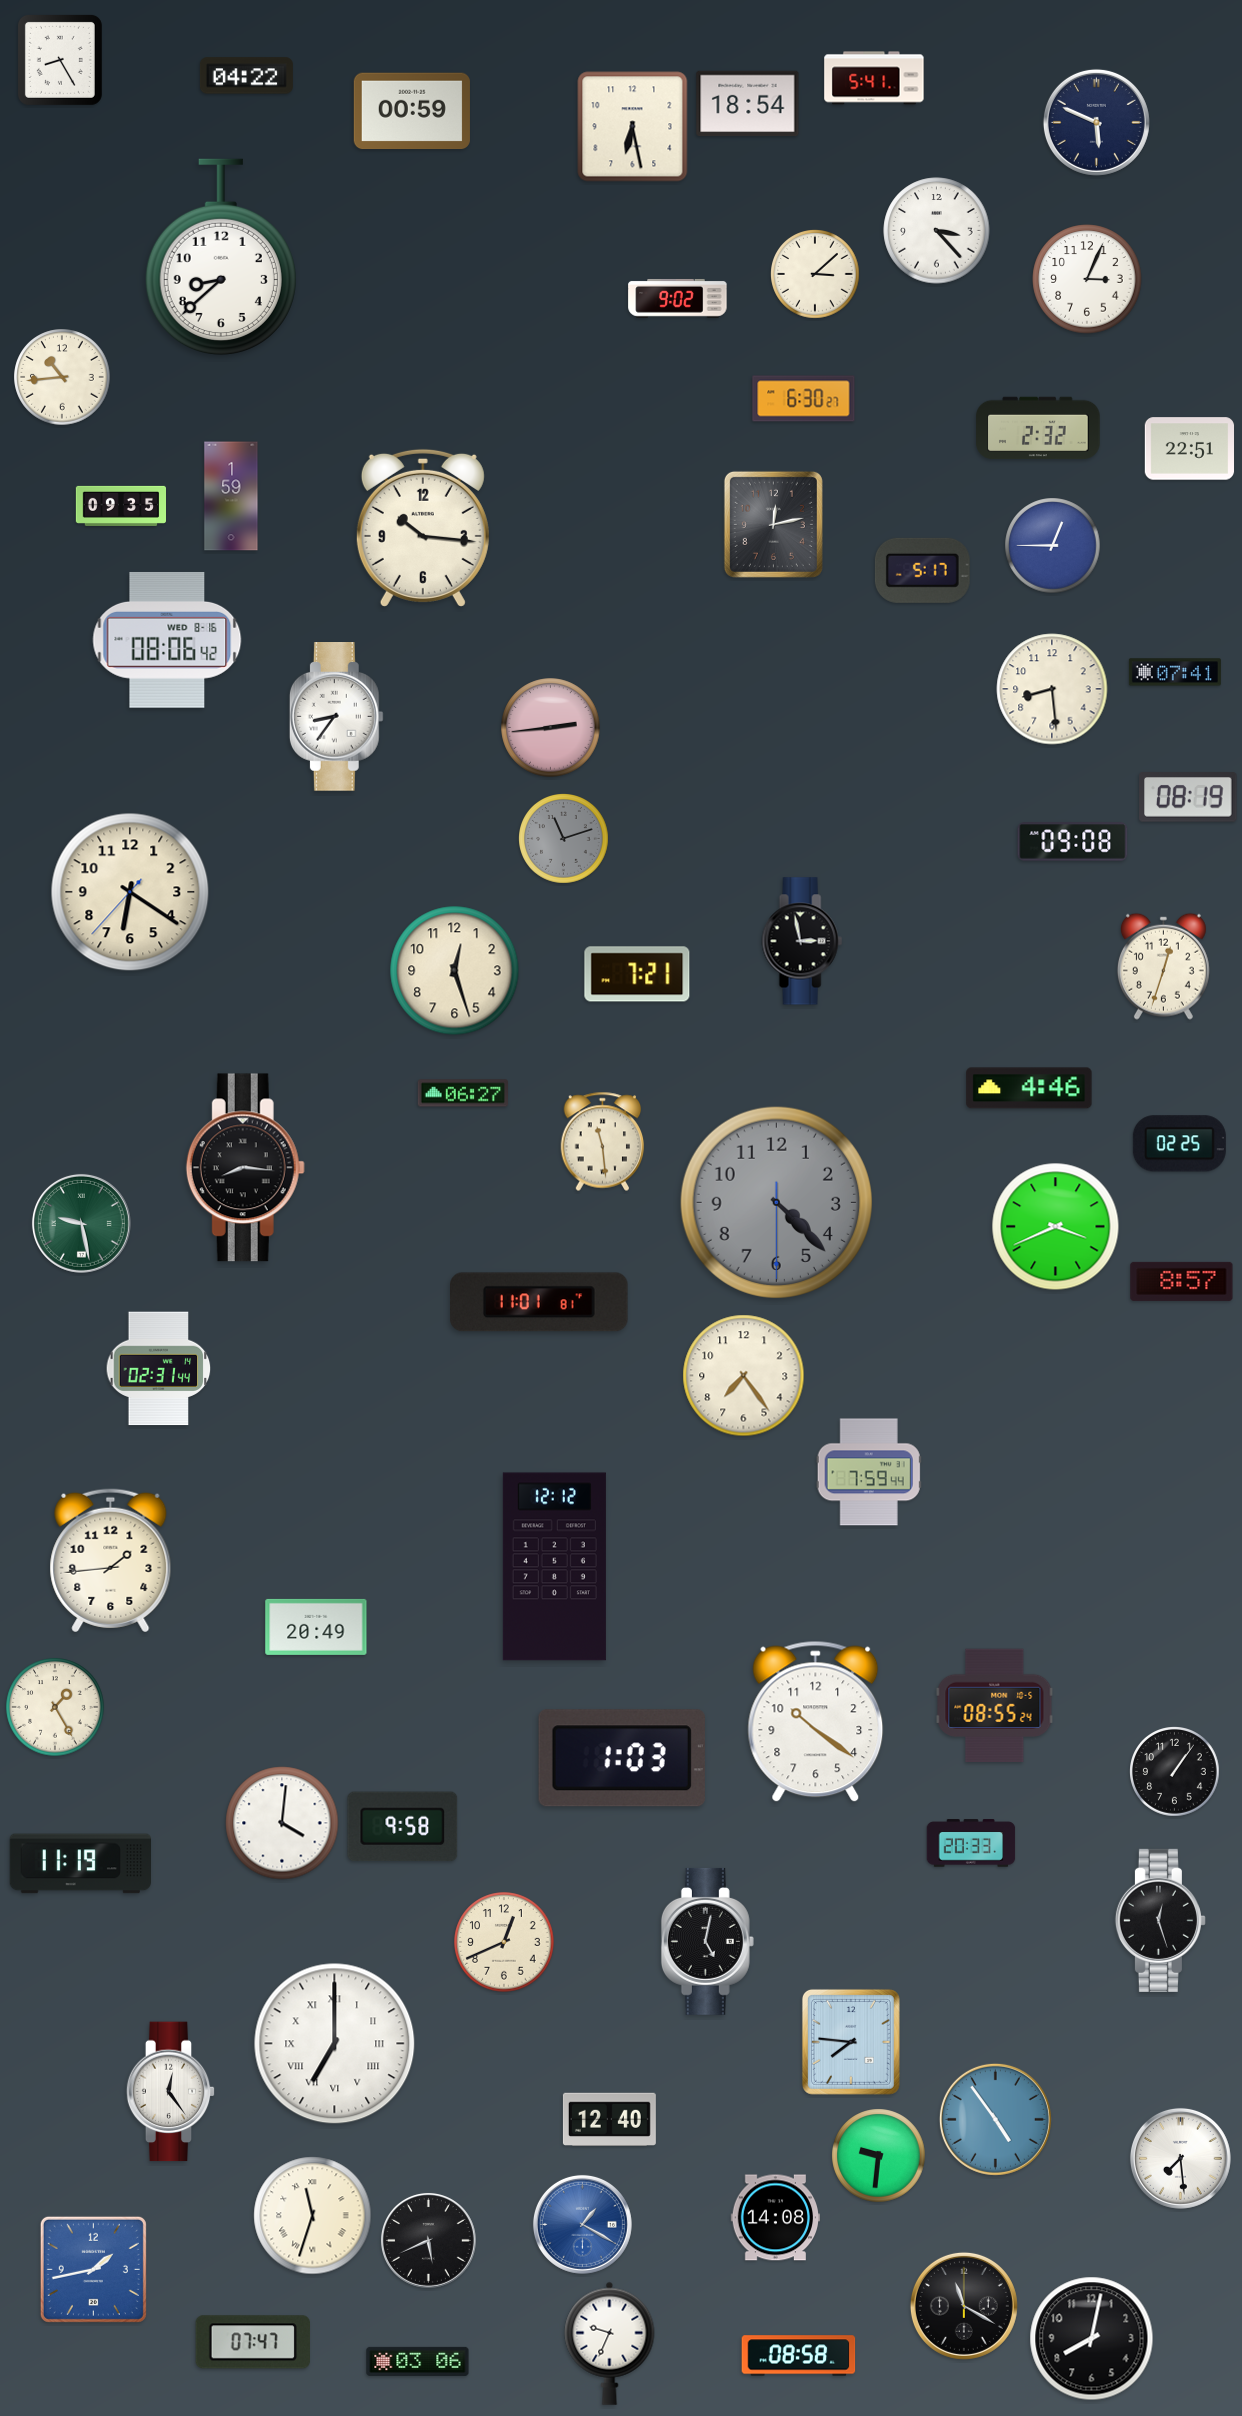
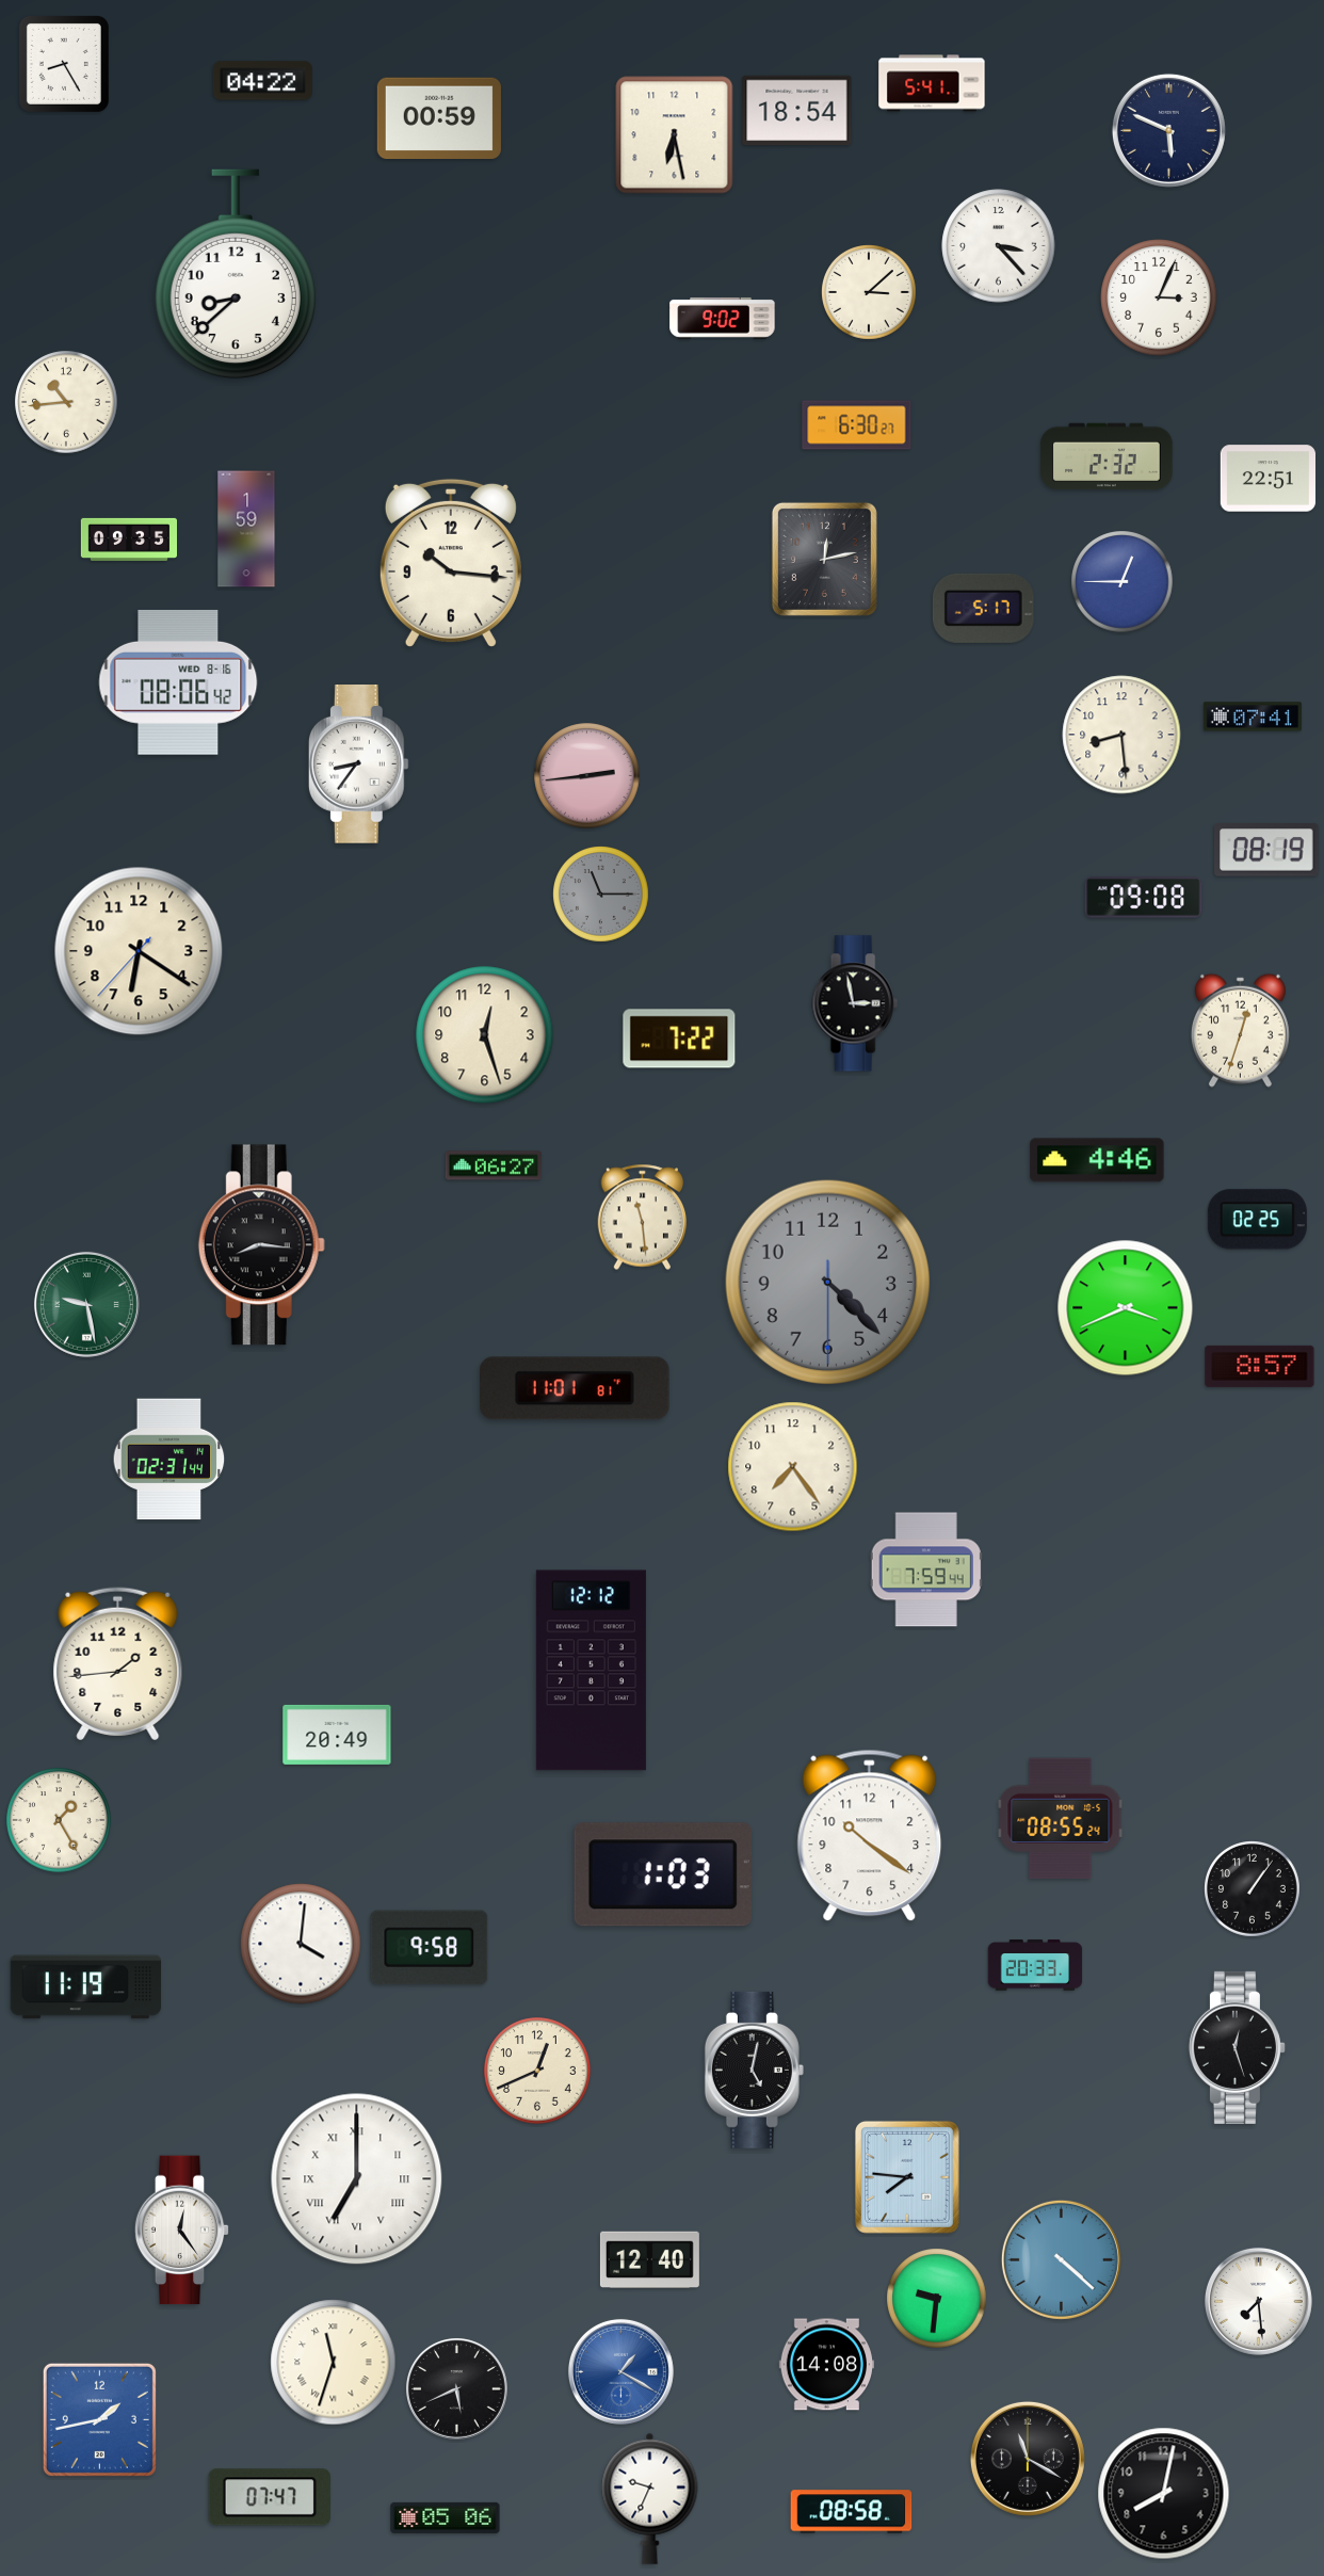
clock at (564, 839): 11:12 -> 11:15
clock at (637, 974): 7:21 -> 7:22
clock at (995, 2119): 4:54 -> 4:22
clock at (418, 2361): 03:06 -> 05:06
